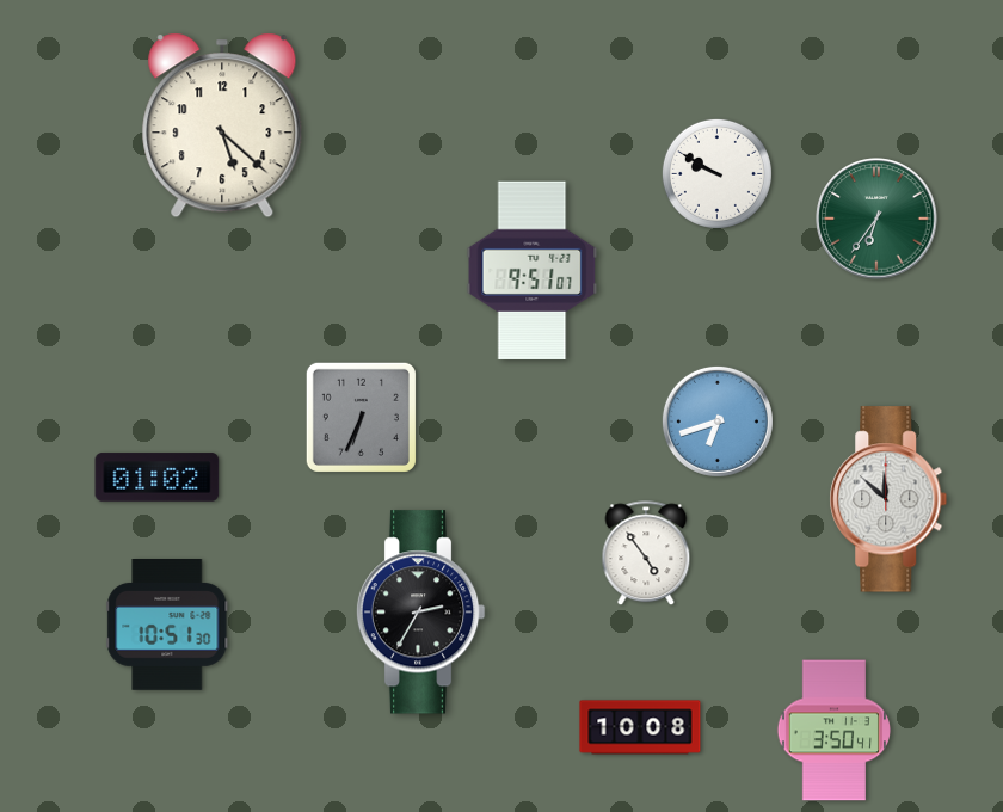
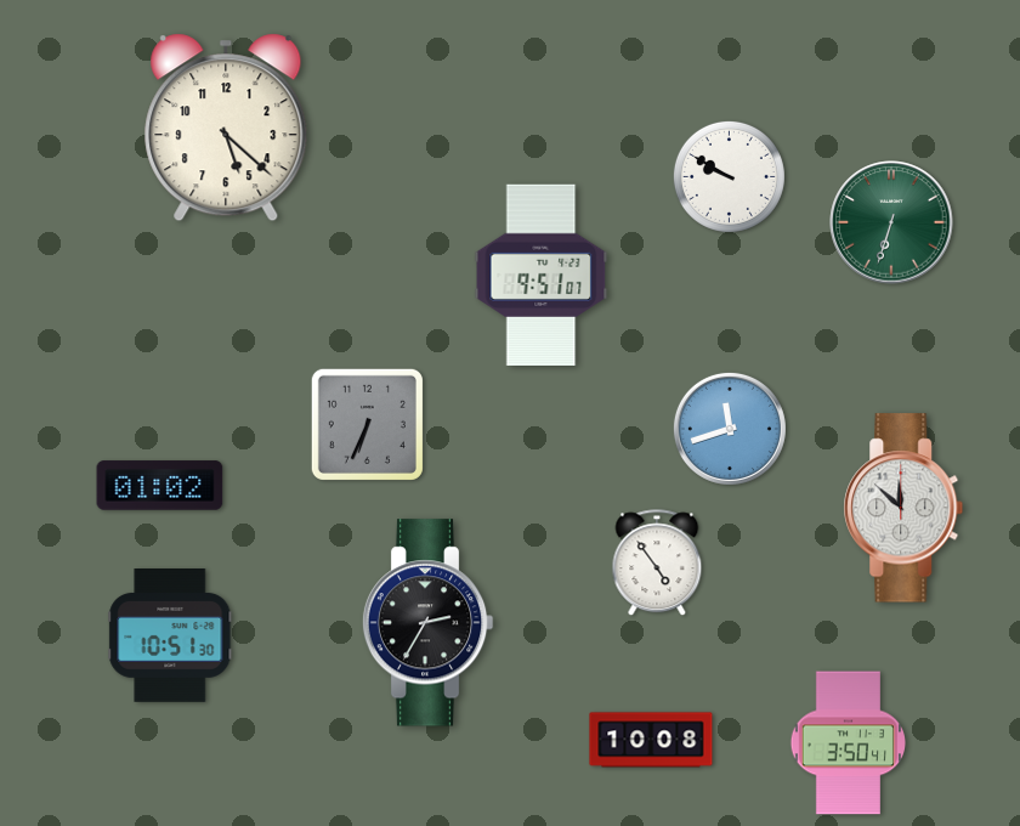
clock at (876, 219): 6:36 -> 6:33
clock at (718, 422): 6:42 -> 11:42
